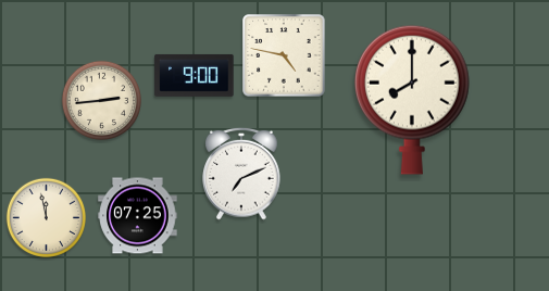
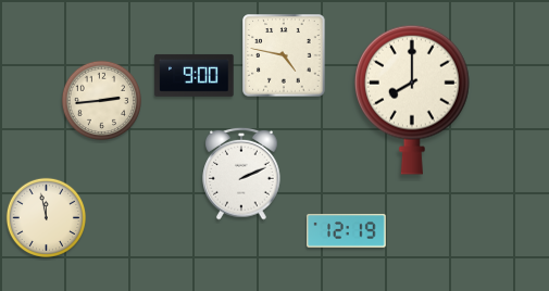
clock at (241, 174): 7:11 -> 2:11
clock at (138, 216): 07:25 -> none
clock at (347, 231): none -> 12:19
